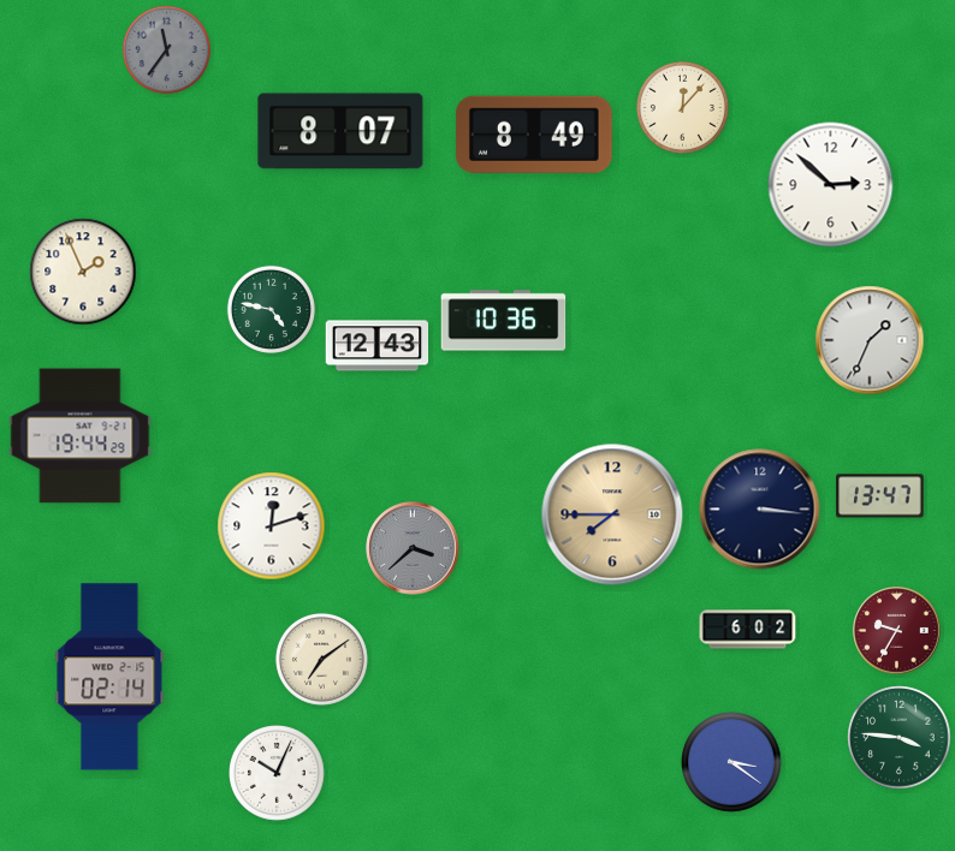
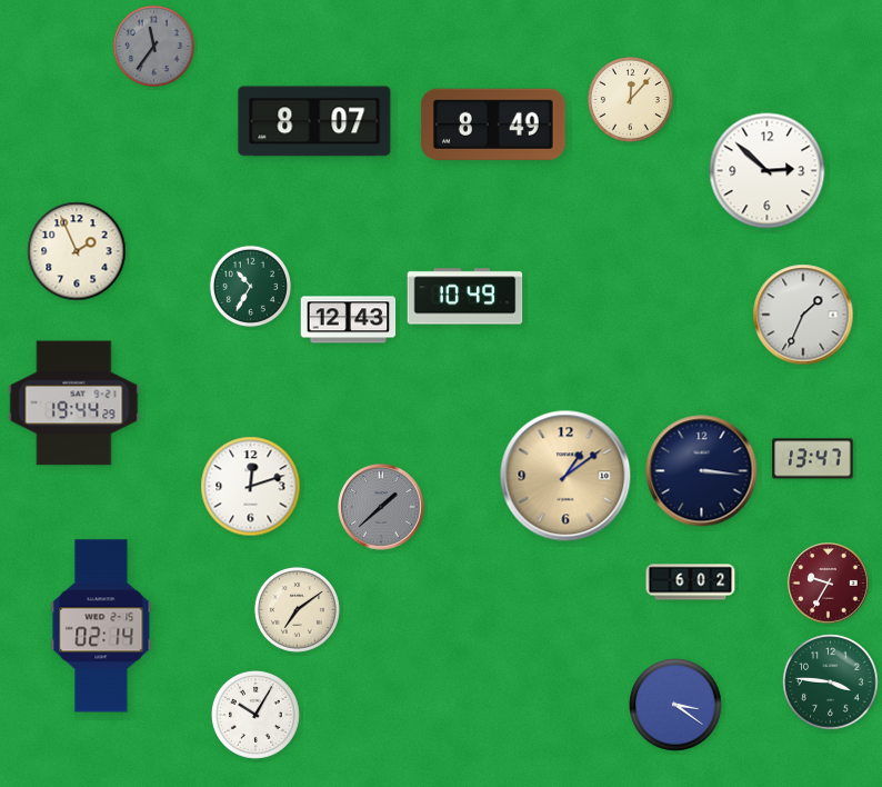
clock at (271, 309): 4:47 -> 10:35
clock at (504, 321): 10:36 -> 10:49
clock at (612, 514): 7:45 -> 1:09
clock at (413, 548): 3:38 -> 1:38
clock at (278, 774): 10:04 -> 10:05
